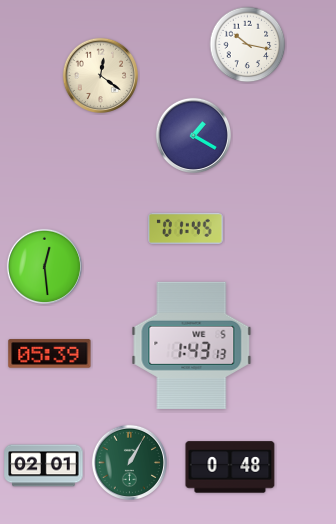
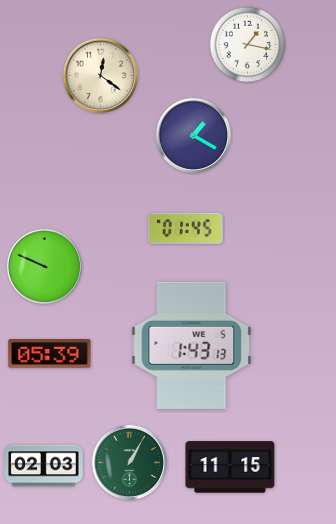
clock at (248, 45): 10:17 -> 1:17
clock at (44, 266): 12:29 -> 9:49
clock at (44, 466): 02:01 -> 02:03
clock at (230, 467): 0:48 -> 11:15
